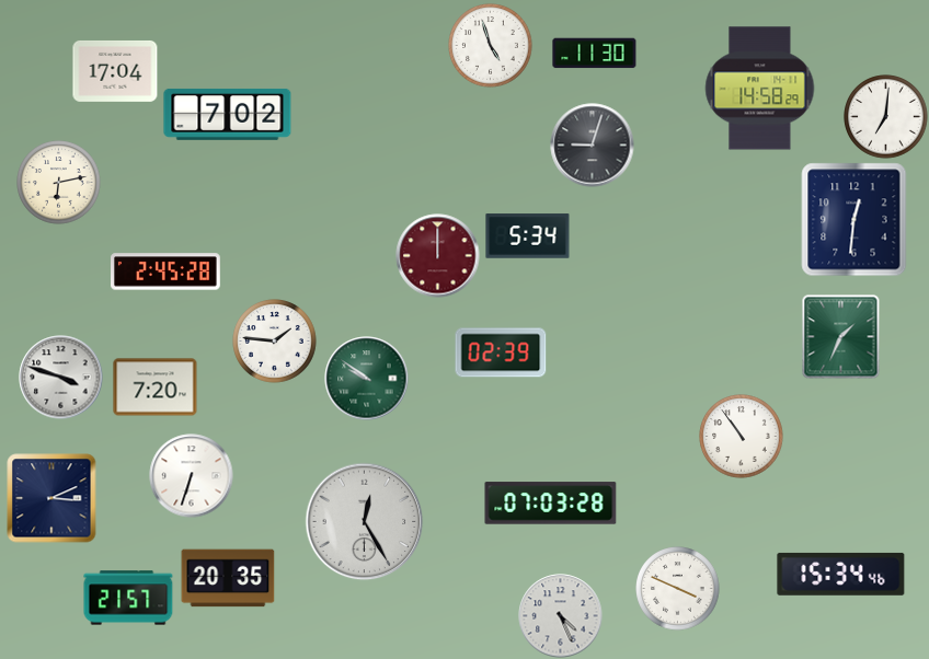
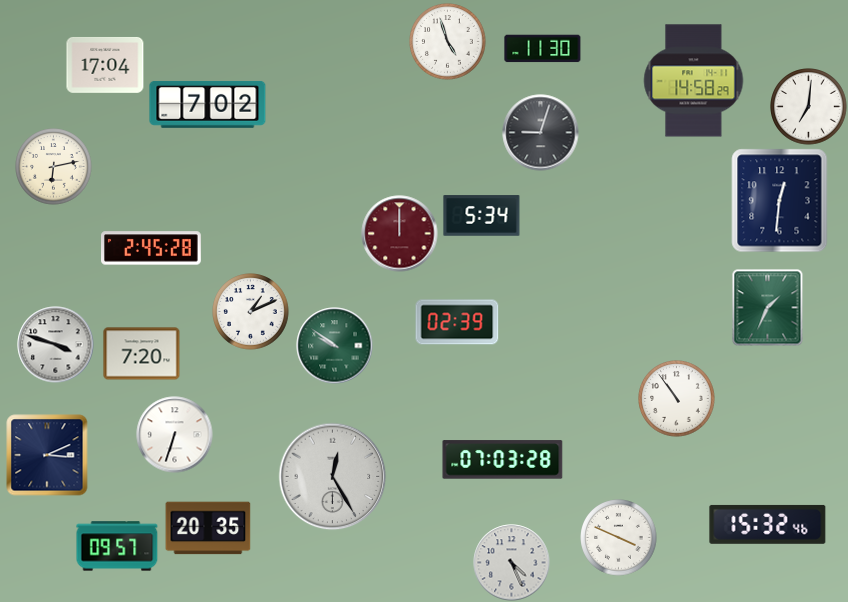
clock at (275, 342): 1:46 -> 1:11
clock at (841, 574): 15:34 -> 15:32
clock at (128, 598): 21:57 -> 09:57
